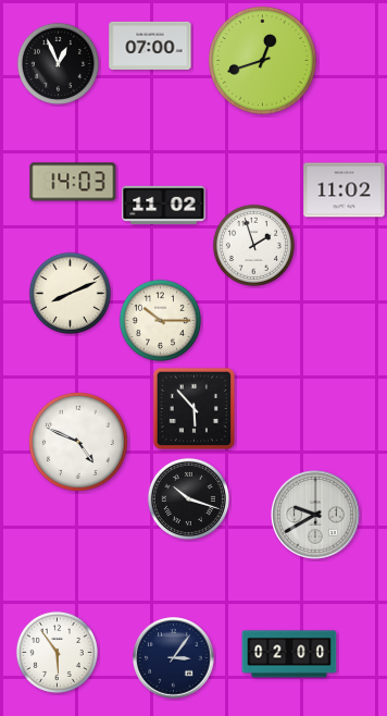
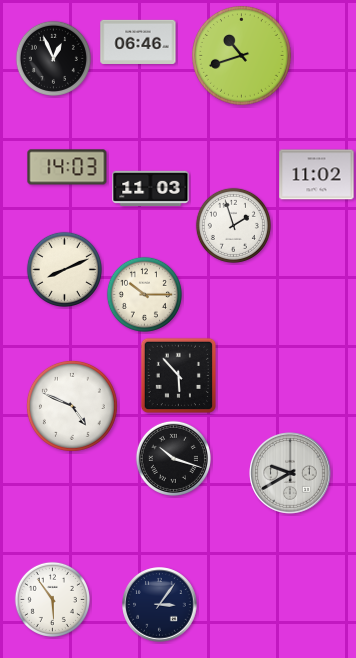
clock at (150, 46): 07:00 -> 06:46
clock at (263, 61): 12:42 -> 10:42
clock at (164, 205): 11:02 -> 11:03
clock at (160, 320) position: (160, 320) -> (144, 294)
clock at (289, 654): 02:00 -> none
